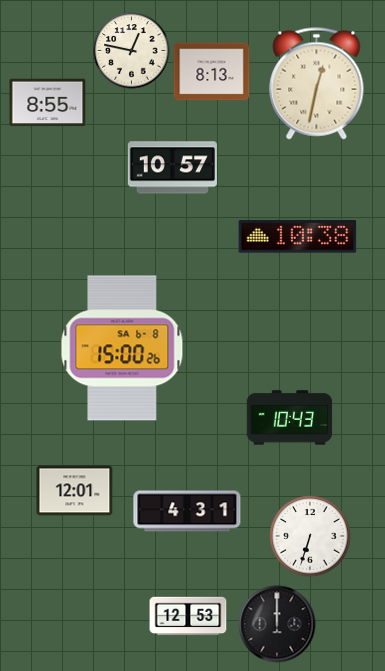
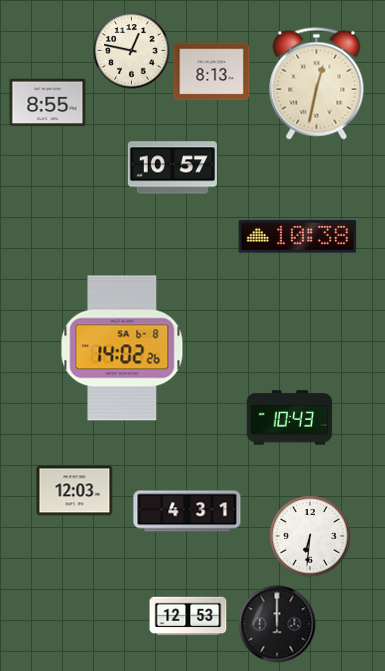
clock at (122, 348): 15:00 -> 14:02
clock at (75, 491): 12:01 -> 12:03
clock at (310, 536): 6:33 -> 6:31
